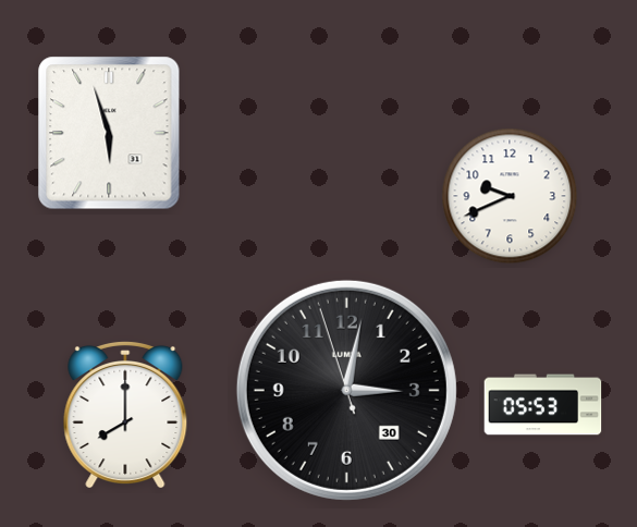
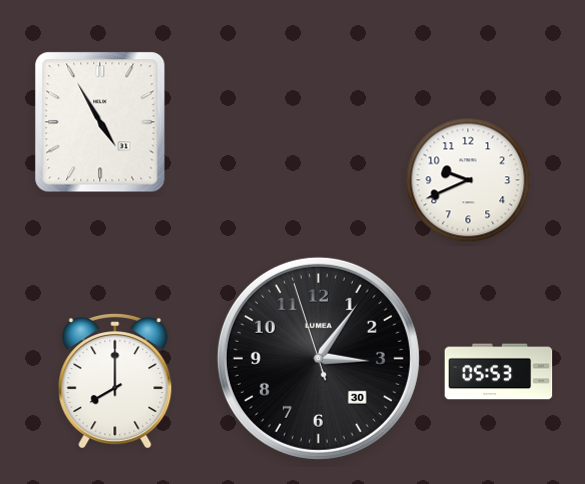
clock at (109, 133): 5:57 -> 4:55
clock at (346, 390): 3:01 -> 3:05
